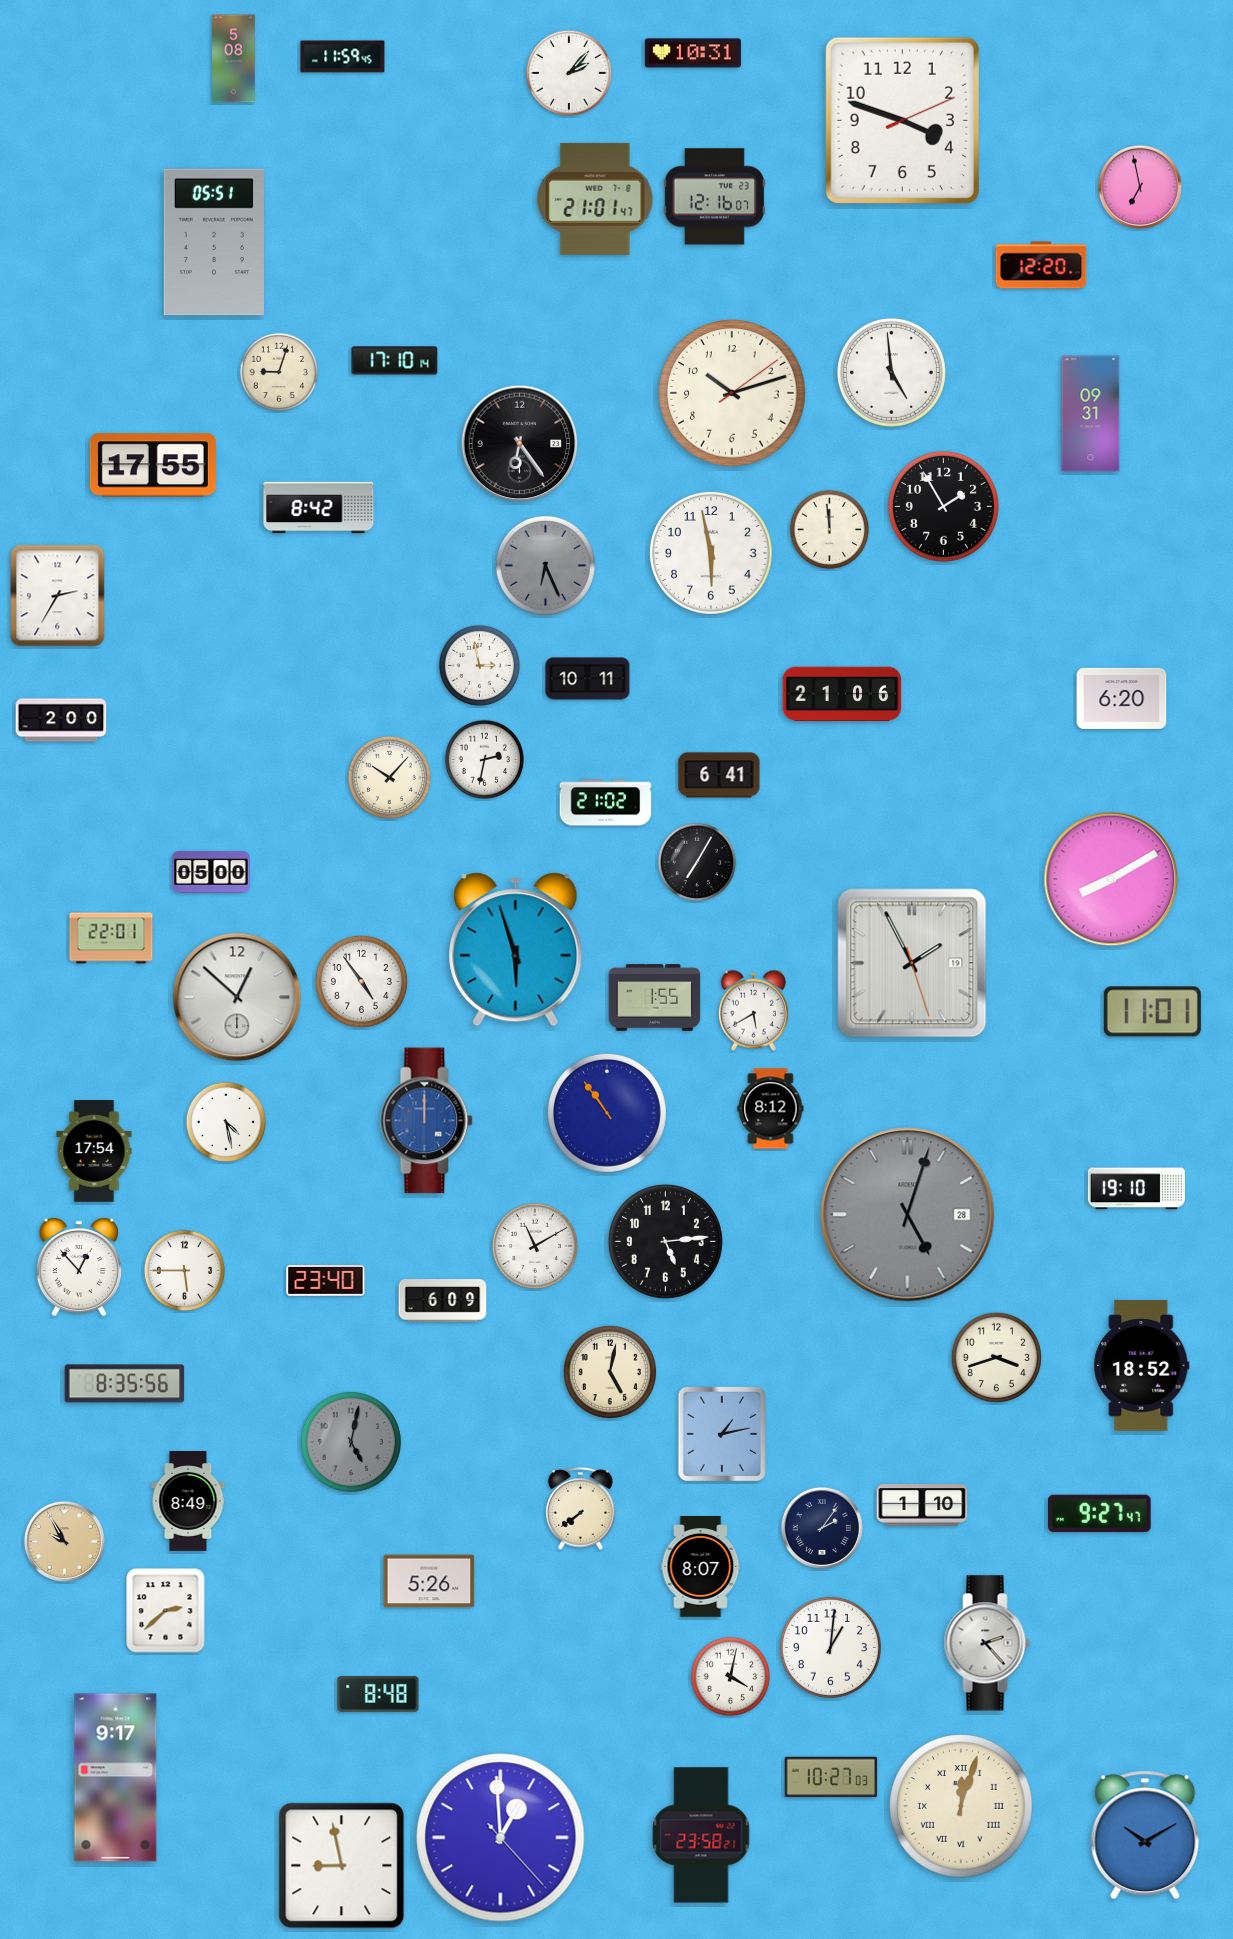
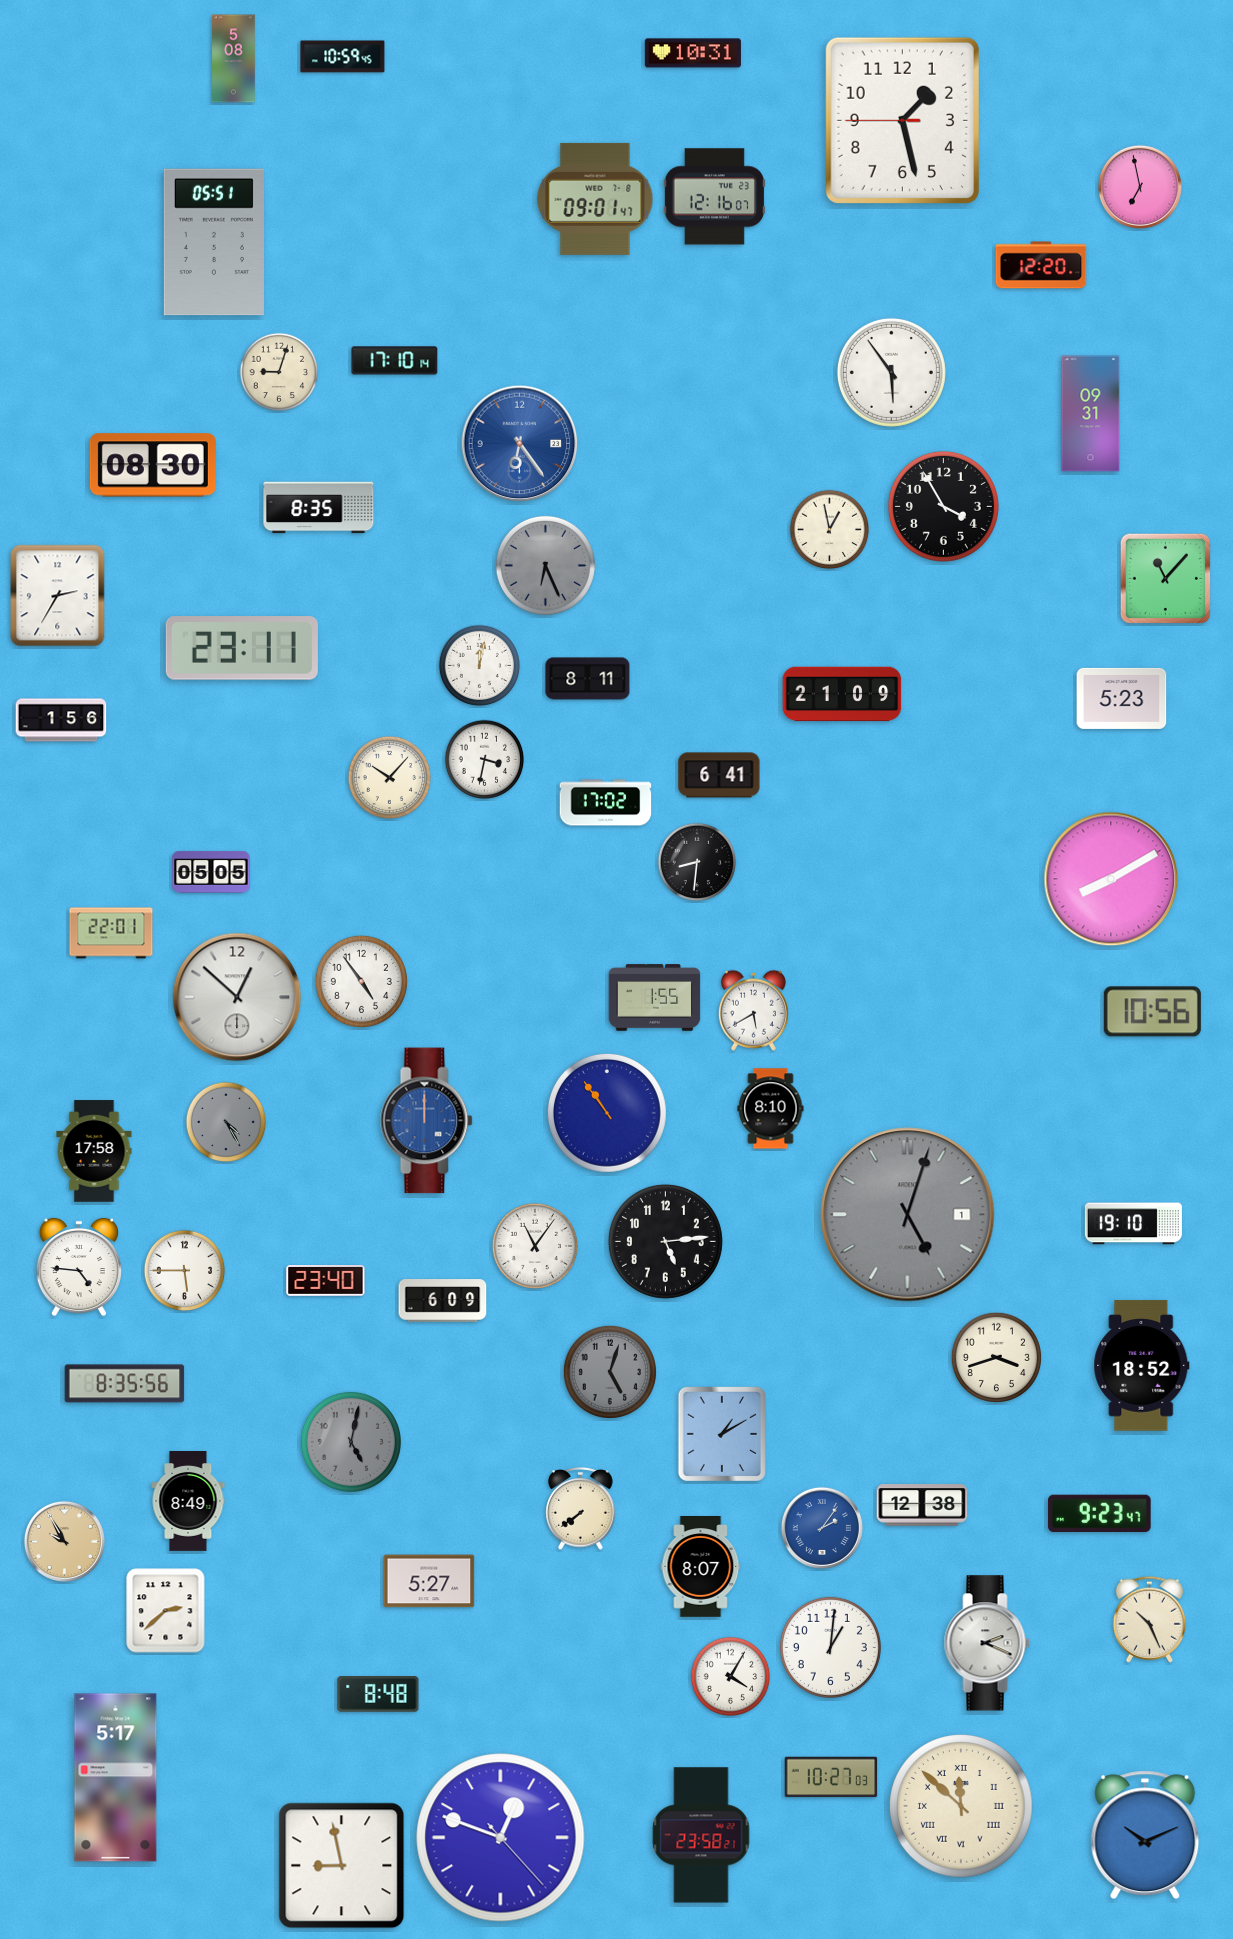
clock at (343, 57): 11:59 -> 10:59
clock at (568, 72): 2:07 -> none
clock at (902, 120): 3:48 -> 1:27
clock at (595, 199): 21:01 -> 09:01
clock at (891, 372): 4:59 -> 5:54
clock at (732, 393): 10:12 -> none
clock at (520, 444) dial: black -> blue
clock at (153, 465): 17:55 -> 08:30
clock at (943, 506): 1:55 -> 3:55
clock at (319, 508): 8:42 -> 8:35
clock at (830, 530): 11:59 -> 12:58
clock at (711, 553): 5:58 -> none
clock at (1165, 578): none -> 11:07
clock at (242, 648): none -> 23:11
clock at (480, 666): 2:58 -> 12:02
clock at (588, 679): 10:11 -> 8:11
clock at (842, 694): 21:06 -> 21:09
clock at (1122, 698): 6:20 -> 5:23
clock at (61, 720): 2:00 -> 1:56
clock at (485, 760): 2:32 -> 3:32
clock at (606, 803): 21:02 -> 17:02
clock at (697, 862): 7:05 -> 8:31
clock at (211, 872): 05:00 -> 05:05
clock at (111, 938) position: (111, 938) -> (111, 933)
clock at (516, 950): 5:57 -> none
clock at (912, 963): 1:55 -> none
clock at (1152, 1012): 11:01 -> 10:56
clock at (771, 1109): 8:12 -> 8:10
clock at (226, 1122): 4:28 -> 4:25
clock at (226, 1122) dial: white -> grey
clock at (94, 1151): 17:54 -> 17:58
clock at (1136, 1189) position: (1136, 1189) -> (1133, 1224)
clock at (908, 1215) date: 28 -> 1
clock at (534, 1245): 11:10 -> 11:06
clock at (79, 1267): 12:53 -> 4:46
clock at (610, 1372): 5:02 -> 5:03
clock at (610, 1372) dial: cream -> grey
clock at (722, 1433): 1:13 -> 1:10
clock at (922, 1505): 1:10 -> 12:38
clock at (1100, 1513): 9:27 -> 9:23
clock at (822, 1528) dial: navy -> blue
clock at (429, 1581): 5:26 -> 5:27
clock at (1149, 1619): none -> 10:26
clock at (987, 1643): 2:23 -> 2:19
clock at (731, 1677): 4:02 -> 4:05
clock at (116, 1778): 9:17 -> 5:17
clock at (961, 1806): 12:03 -> 11:52
clock at (1145, 1835): 10:10 -> 10:11
clock at (501, 1838): 12:59 -> 12:48
